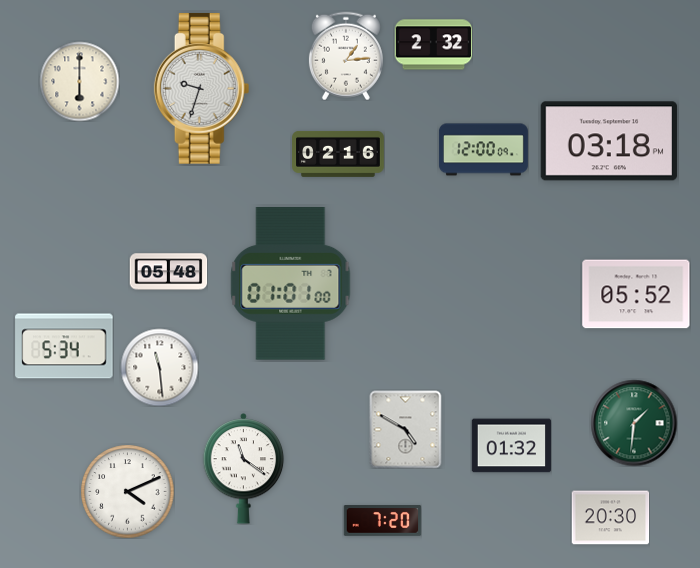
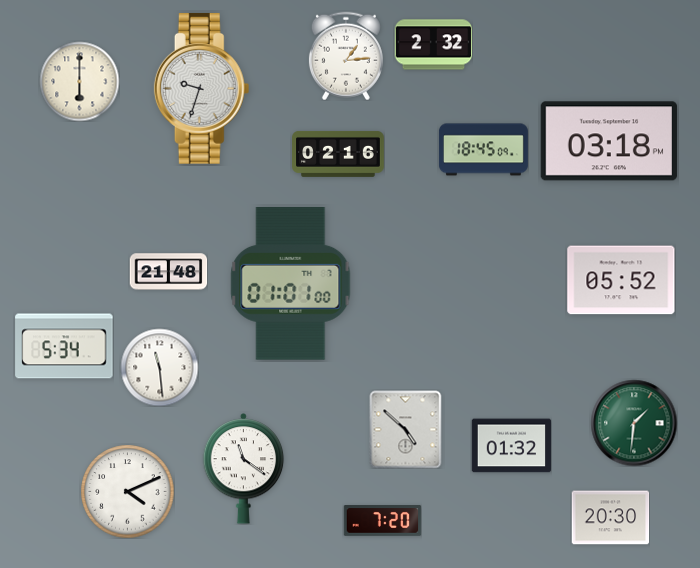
clock at (483, 150): 12:00 -> 18:45
clock at (168, 272): 05:48 -> 21:48
clock at (636, 294) position: (636, 294) -> (621, 280)
clock at (406, 429): 4:50 -> 4:52
